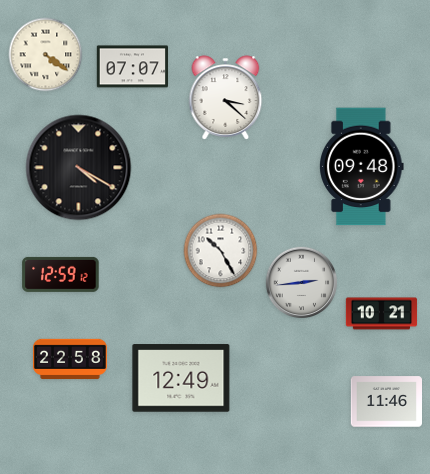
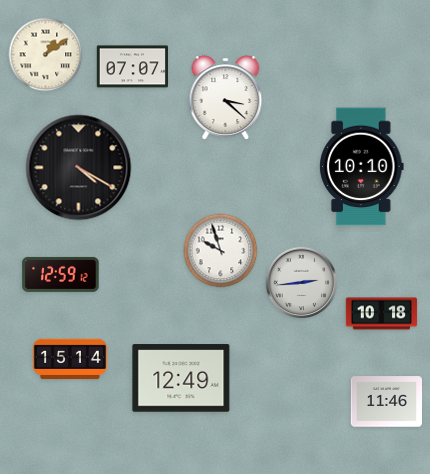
clock at (46, 55): 4:21 -> 1:09
clock at (362, 167): 09:48 -> 10:10
clock at (221, 251): 10:25 -> 9:57
clock at (382, 314): 10:21 -> 10:18
clock at (71, 359): 22:58 -> 15:14
